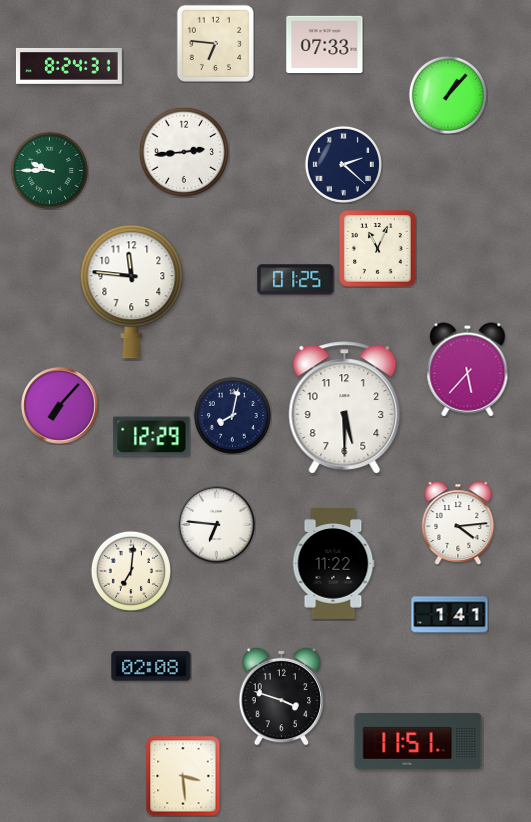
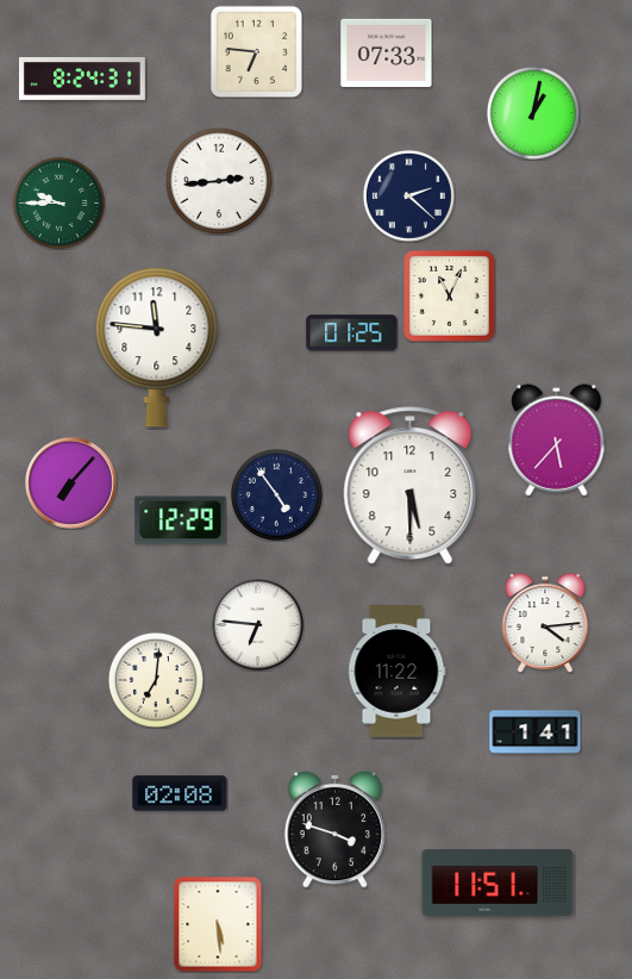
clock at (448, 95): 1:07 -> 1:02
clock at (232, 415): 8:02 -> 4:54
clock at (183, 776): 3:29 -> 5:29
